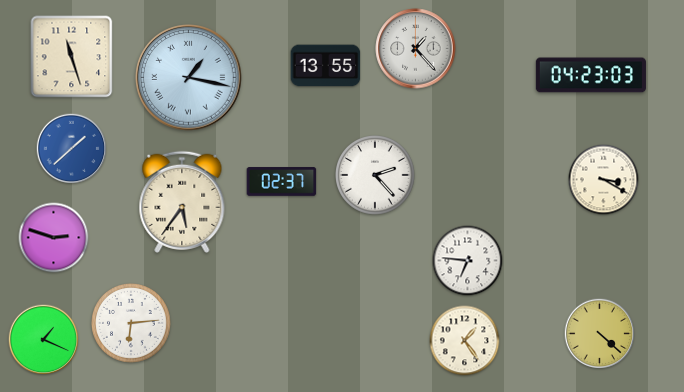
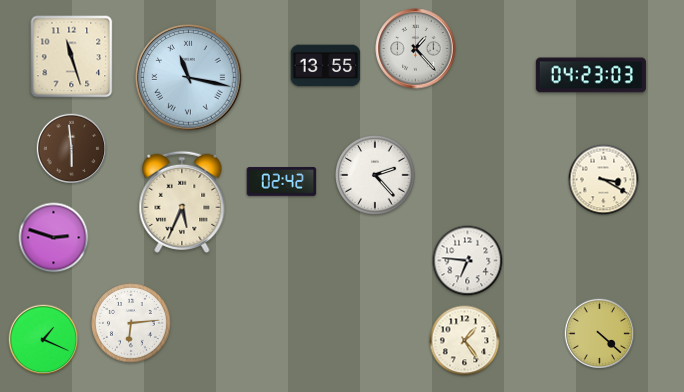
clock at (189, 78): 1:17 -> 11:17
clock at (72, 149): 1:38 -> 5:59
clock at (72, 149) dial: blue -> brown
clock at (282, 182): 02:37 -> 02:42
clock at (182, 202): 5:36 -> 5:34
